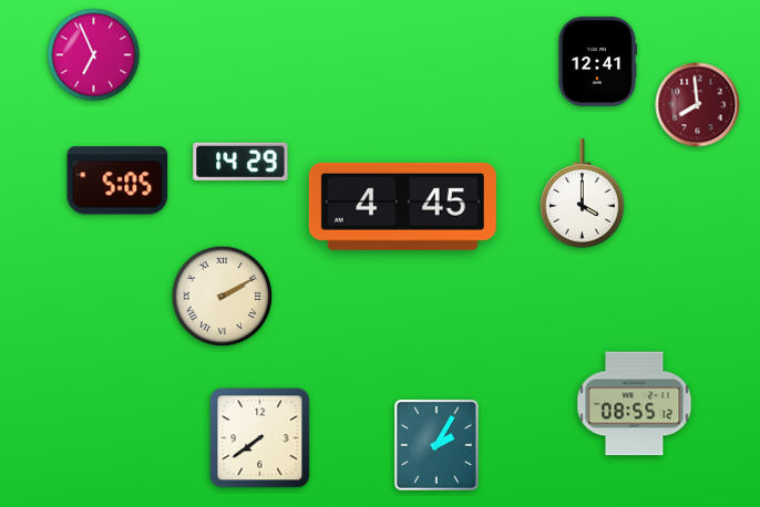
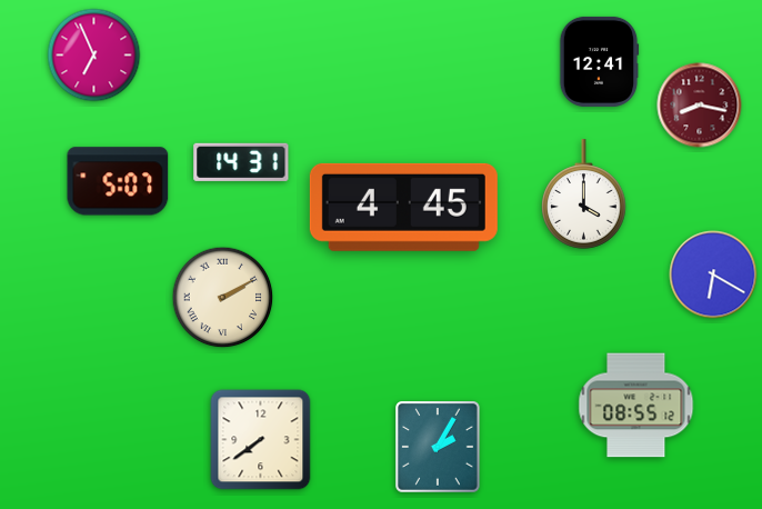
clock at (698, 105): 7:59 -> 8:17
clock at (240, 162): 14:29 -> 14:31
clock at (117, 180): 5:05 -> 5:07
clock at (713, 275): none -> 6:20
